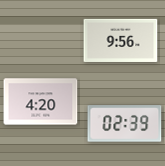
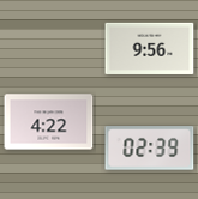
clock at (121, 40) position: (121, 40) -> (150, 48)
clock at (41, 102): 4:20 -> 4:22
